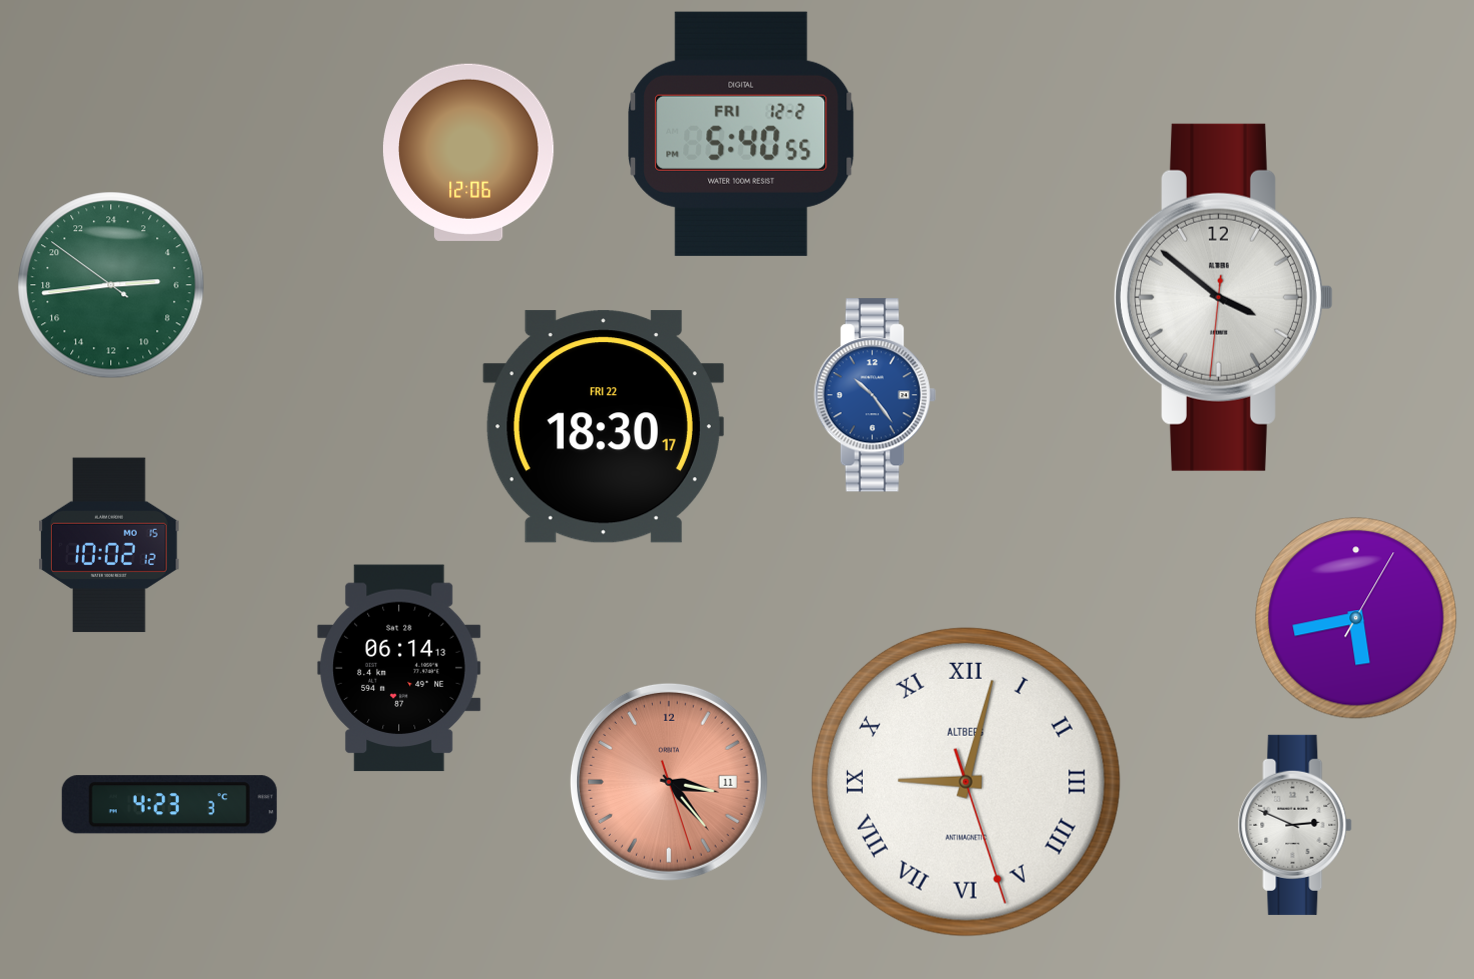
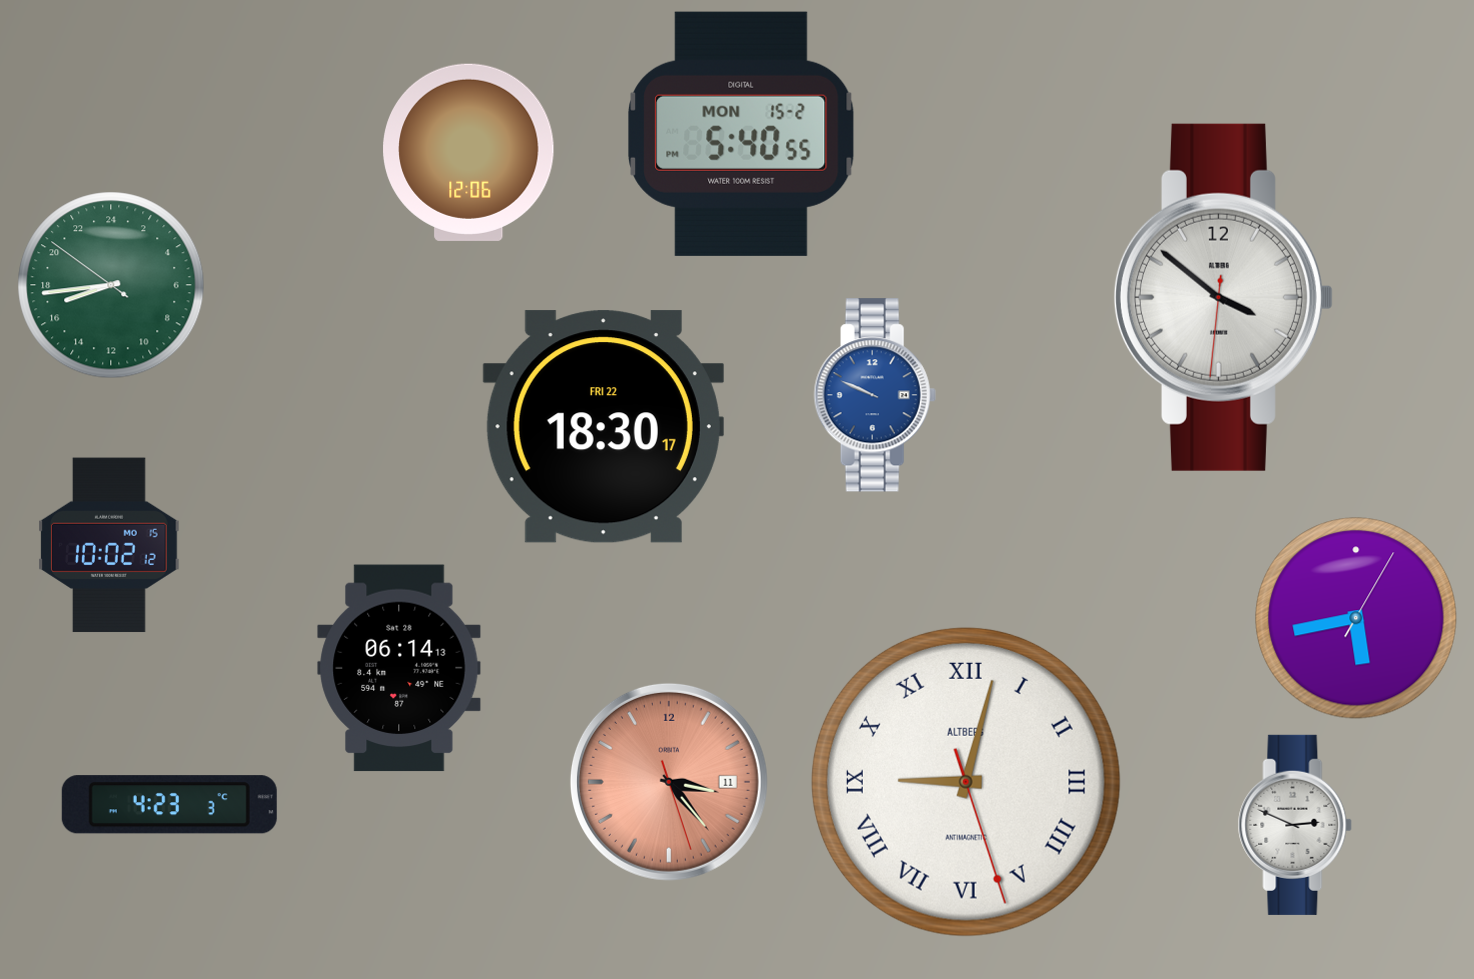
clock at (741, 134) date: FRI 12-2 -> MON 15-2
clock at (111, 285): 5:43 -> 16:43
clock at (875, 395): 10:24 -> 9:49
